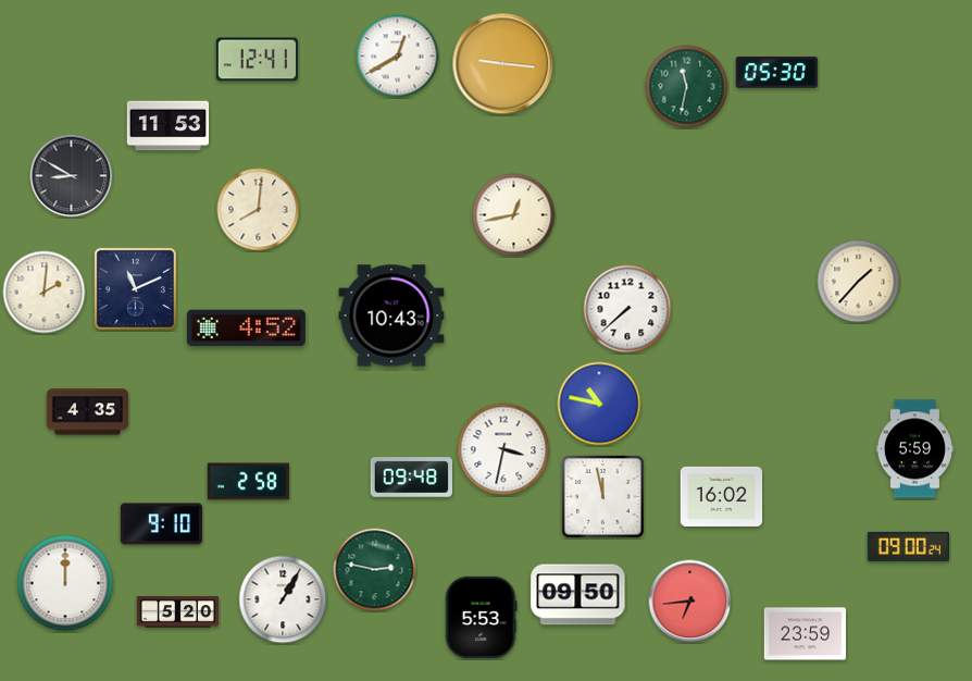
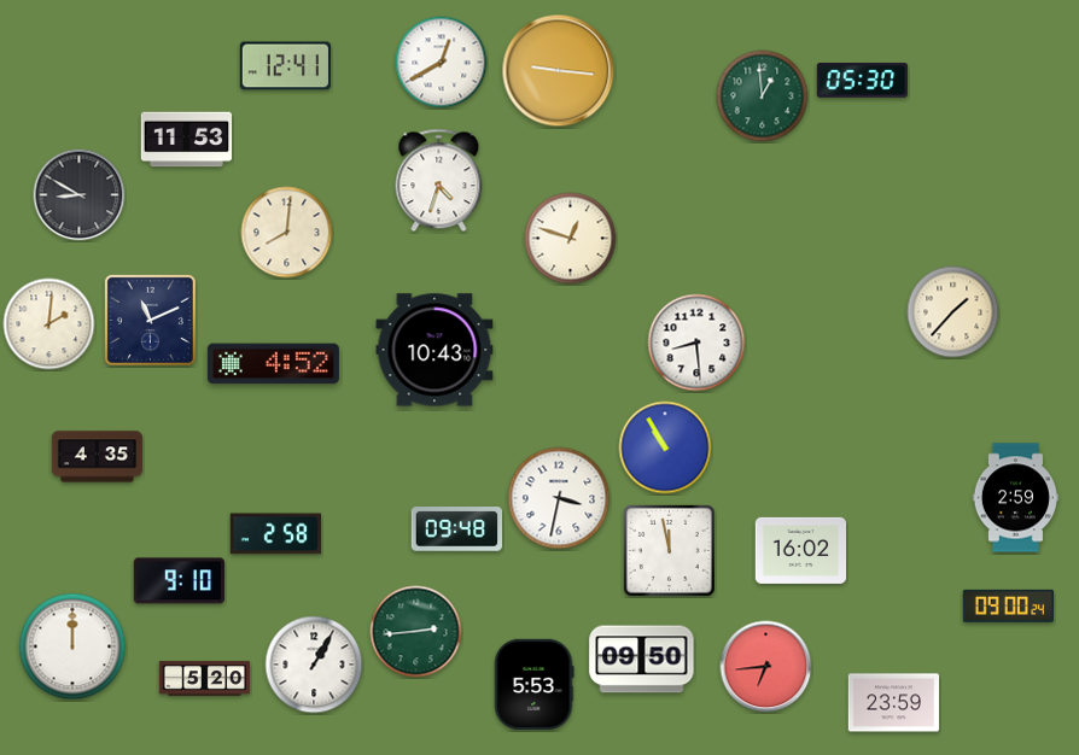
clock at (687, 87): 11:32 -> 12:59
clock at (439, 181): none -> 4:33
clock at (514, 215): 12:43 -> 12:48
clock at (627, 309): 7:38 -> 8:29
clock at (599, 404): 10:47 -> 10:55
clock at (914, 449): 5:59 -> 2:59
clock at (375, 570): 2:47 -> 2:44
clock at (178, 612) position: (178, 612) -> (205, 679)
